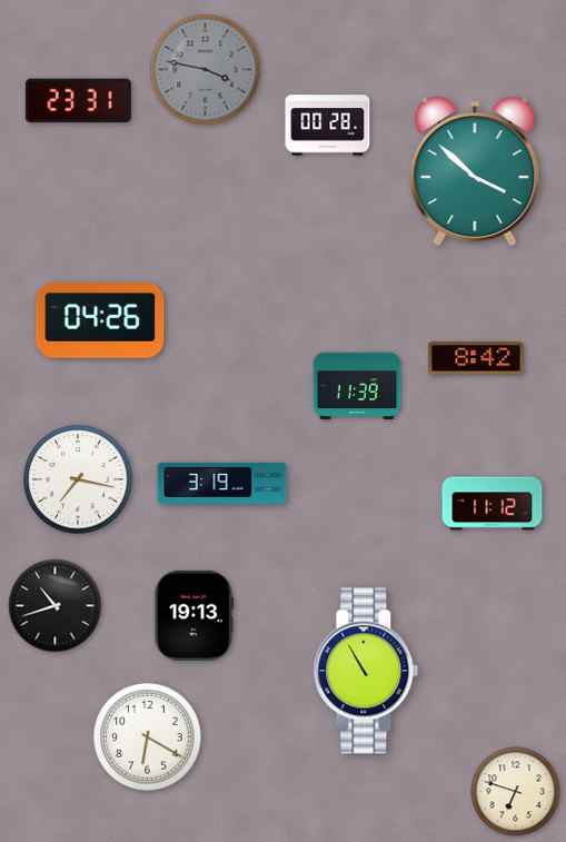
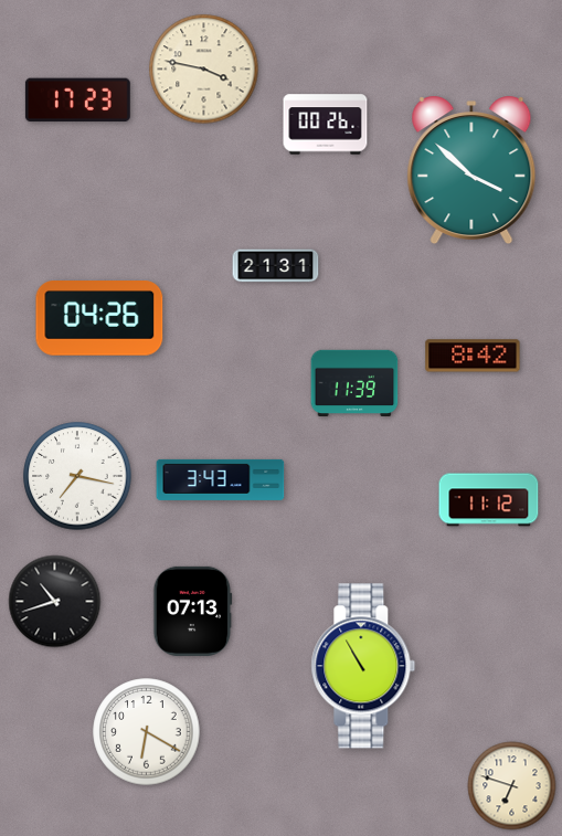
clock at (206, 70) dial: grey -> cream
clock at (78, 101): 23:31 -> 17:23
clock at (328, 126): 00:28 -> 00:26
clock at (276, 266): none -> 21:31
clock at (222, 483): 3:19 -> 3:43
clock at (195, 615): 19:13 -> 07:13
